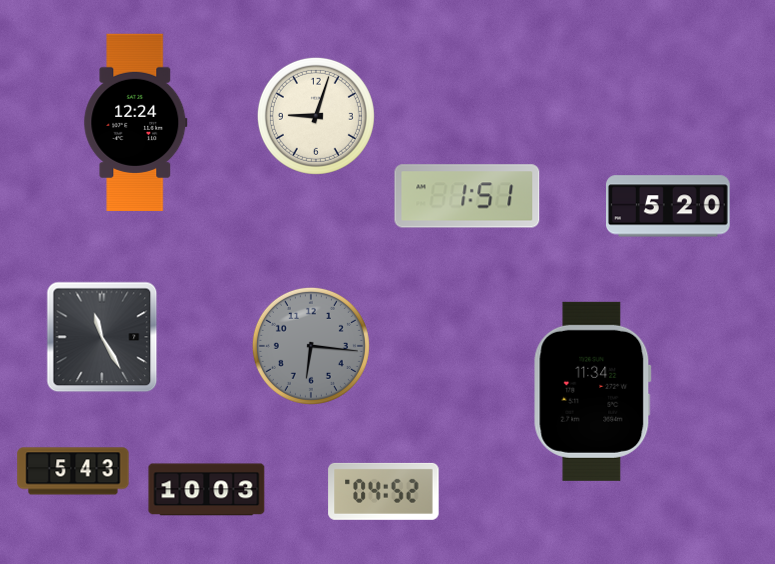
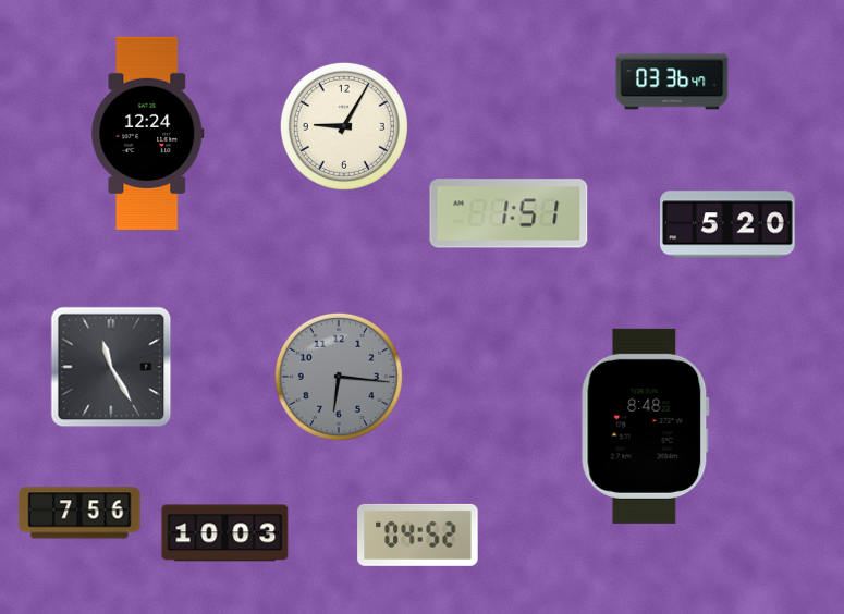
clock at (672, 82): none -> 03:36
clock at (316, 116): 9:03 -> 9:05
clock at (592, 391): 11:34 -> 8:48
clock at (73, 471): 5:43 -> 7:56
